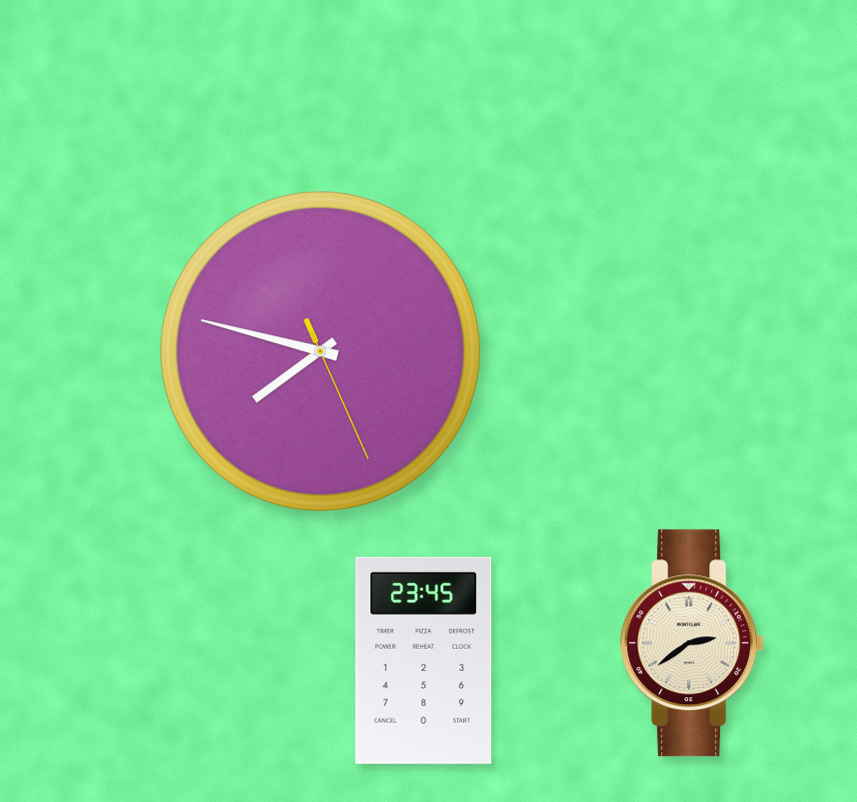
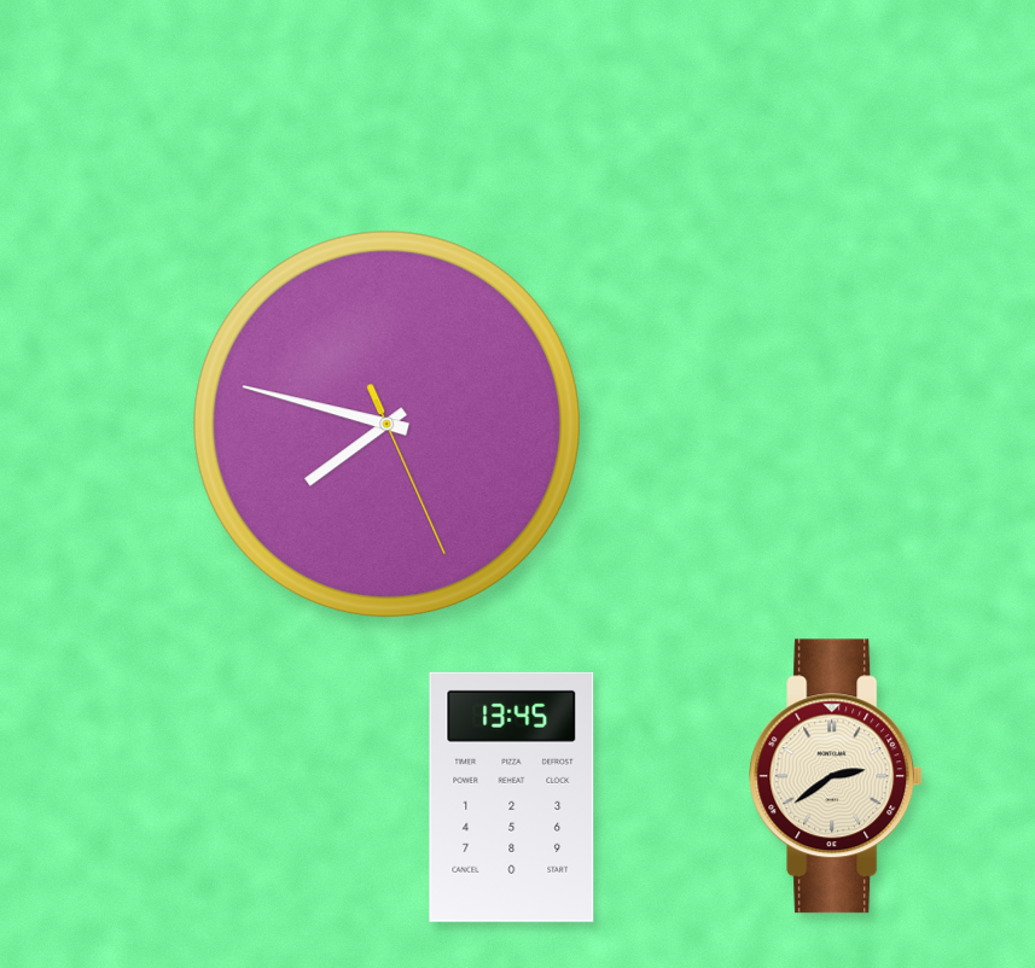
clock at (424, 660): 23:45 -> 13:45
